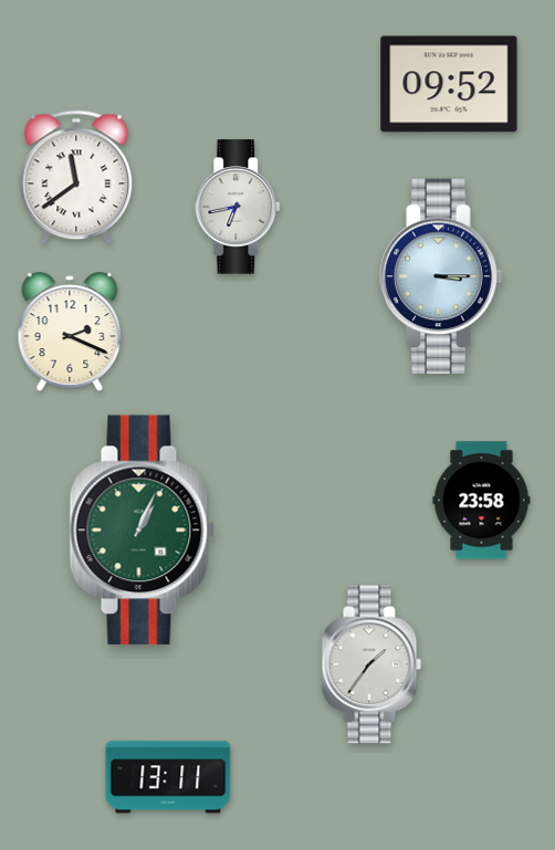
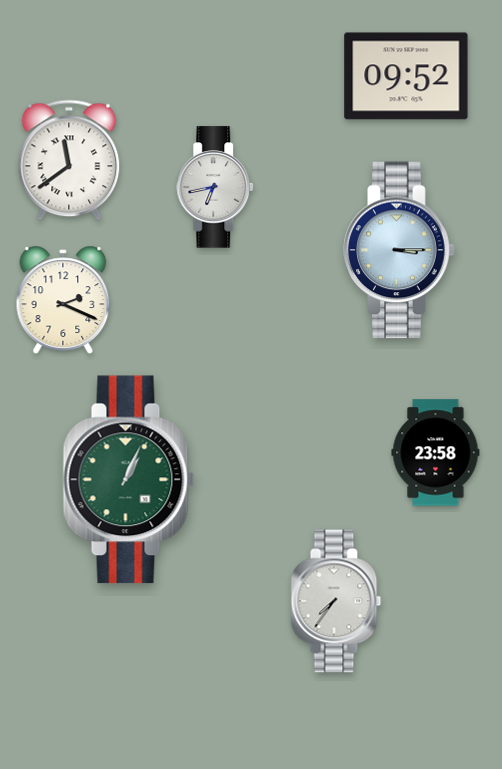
clock at (371, 664): 1:36 -> 7:36
clock at (168, 777): 13:11 -> none
